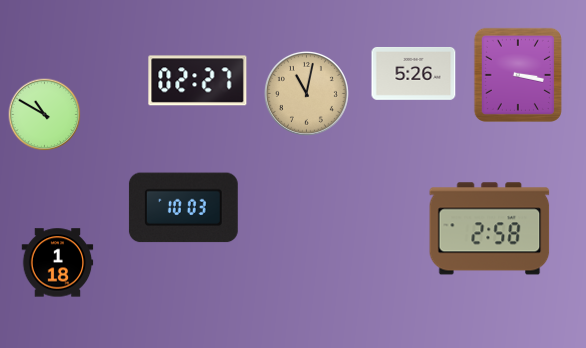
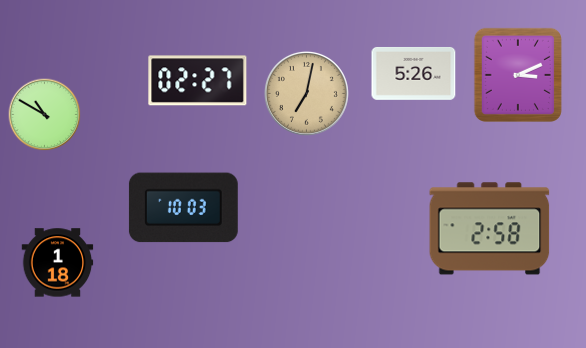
clock at (518, 75): 3:17 -> 3:11
clock at (306, 93): 11:02 -> 7:02
